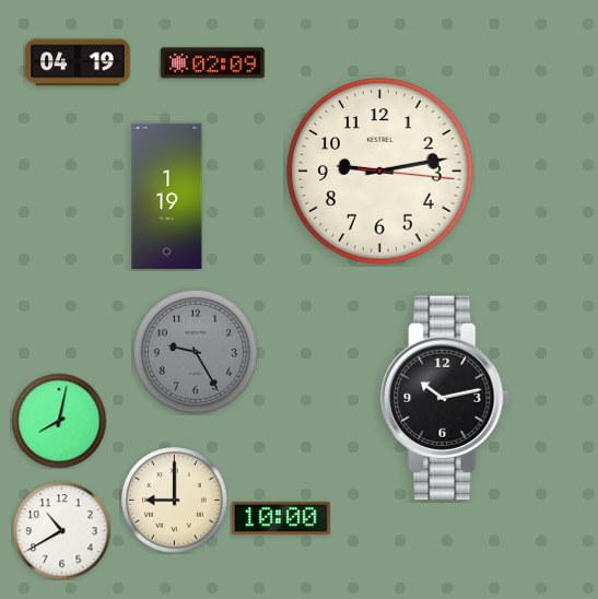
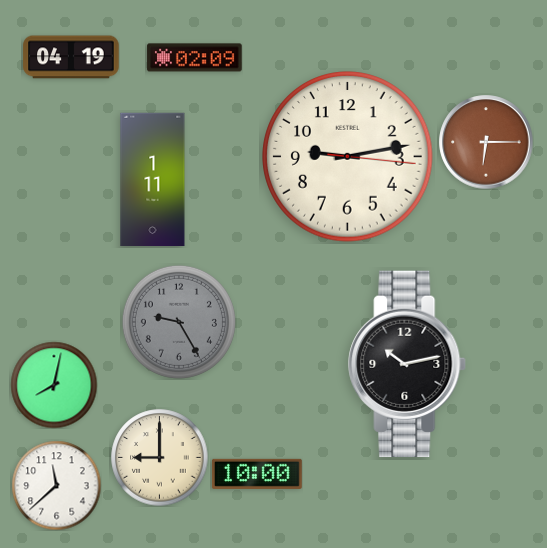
clock at (486, 142): none -> 6:15
clock at (167, 197): 1:19 -> 1:11
clock at (61, 530): 10:40 -> 11:38
